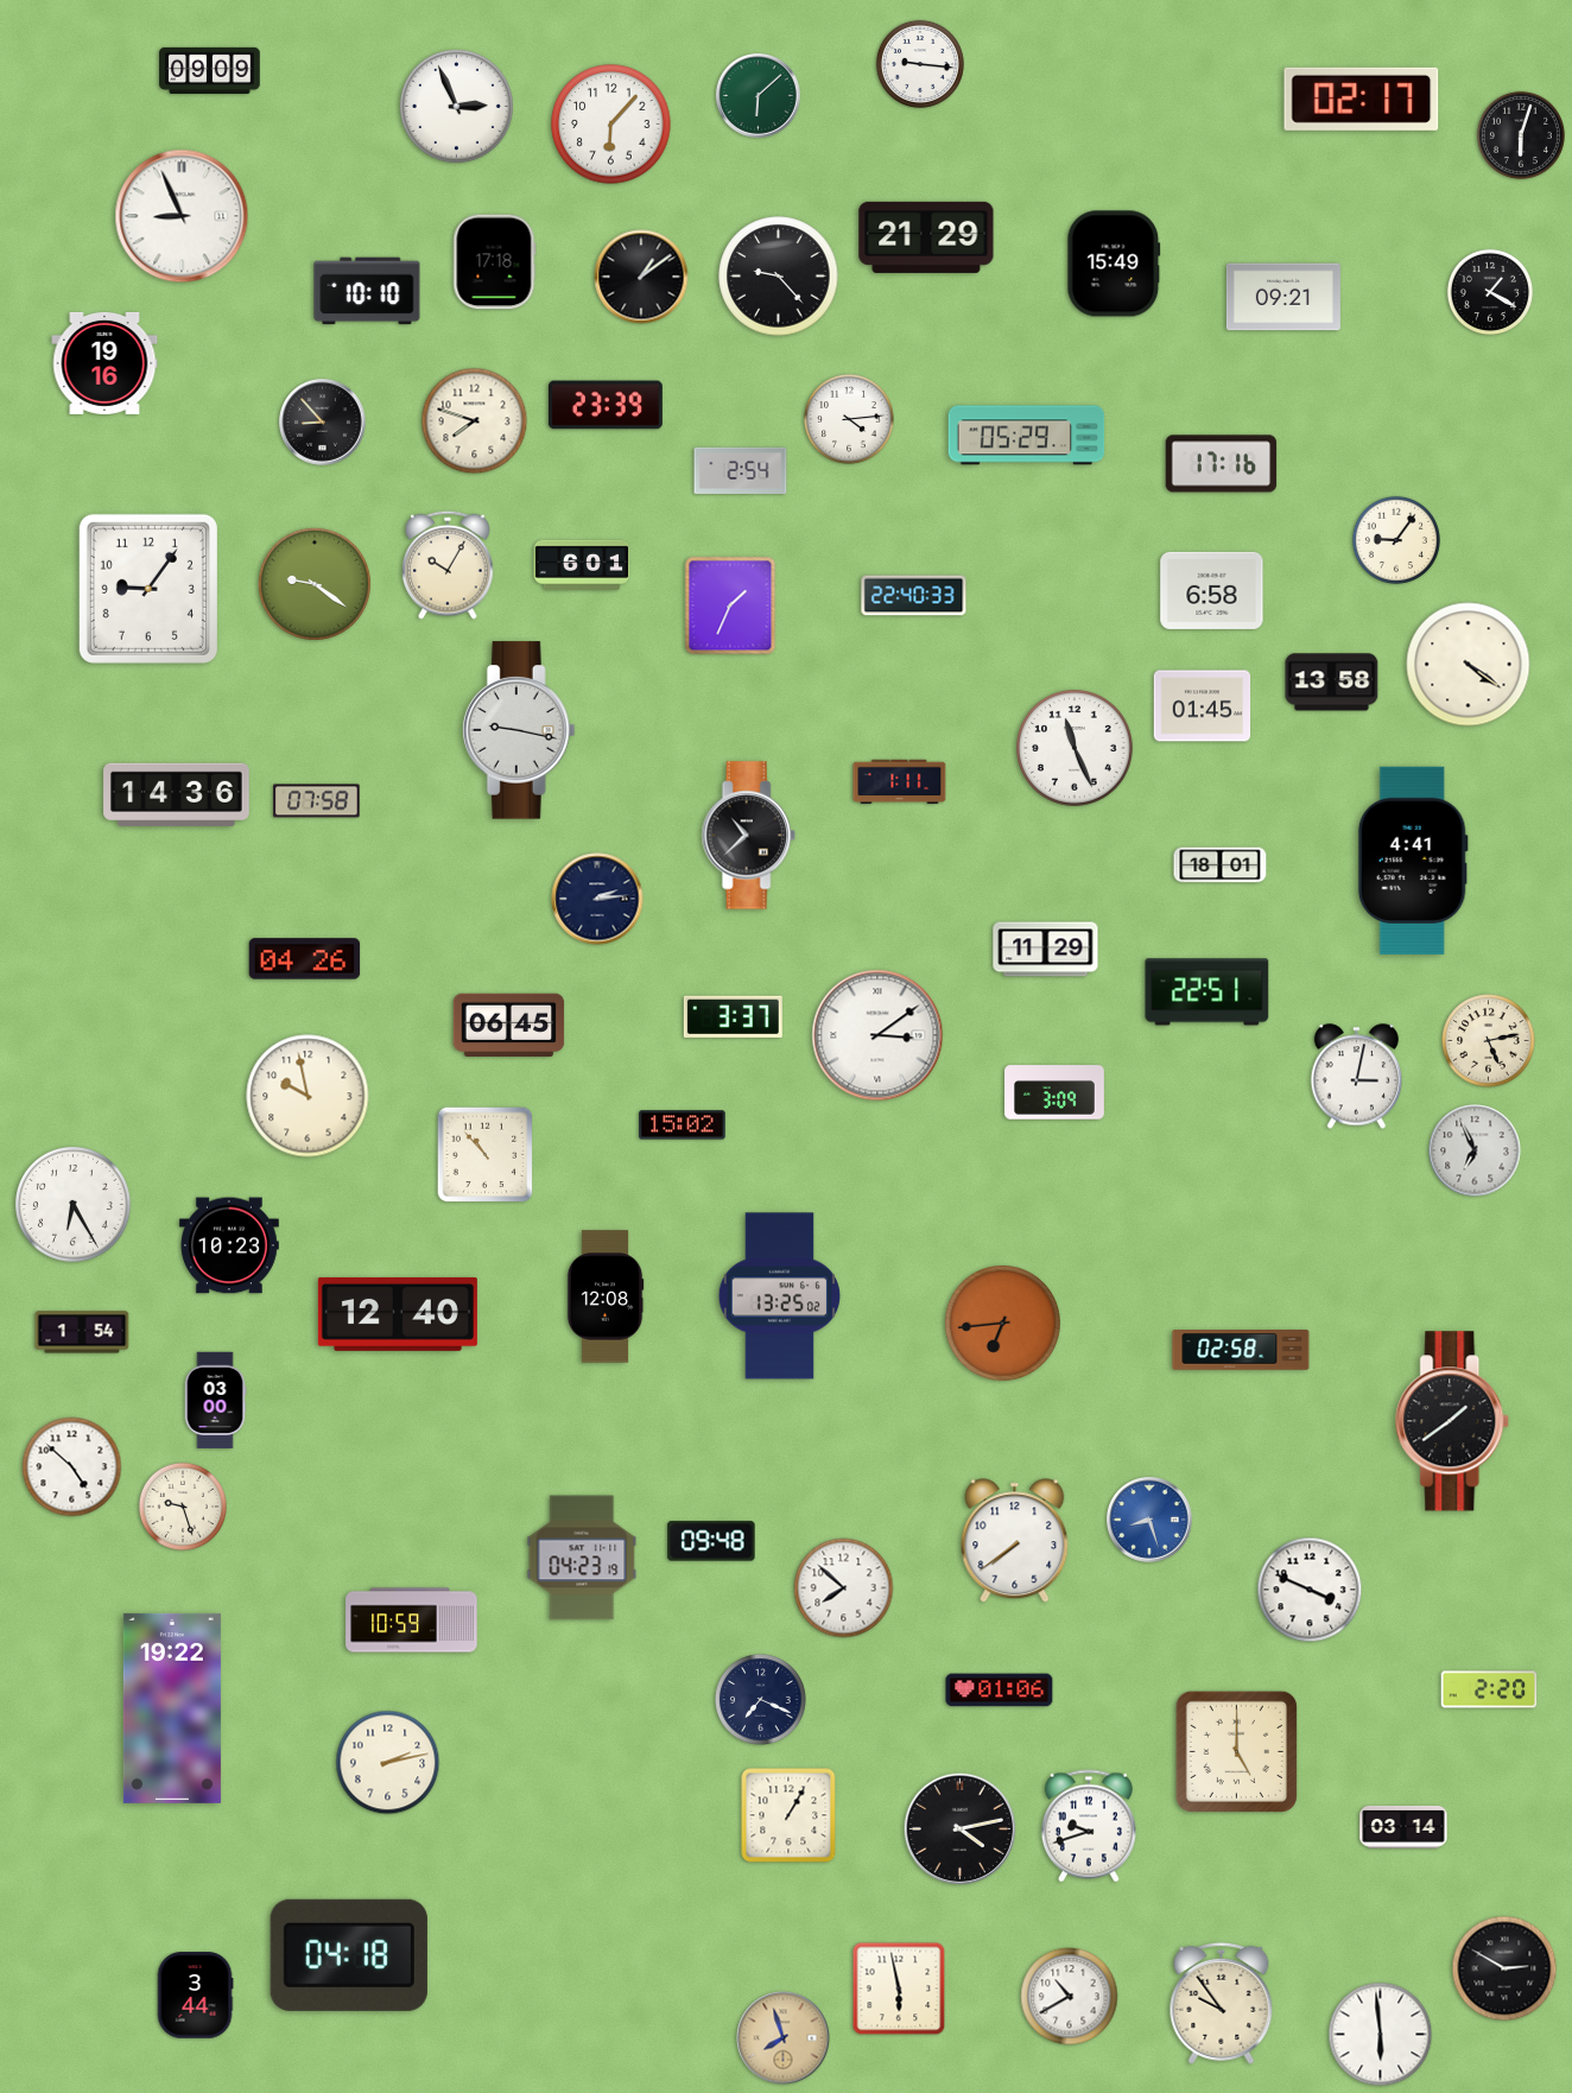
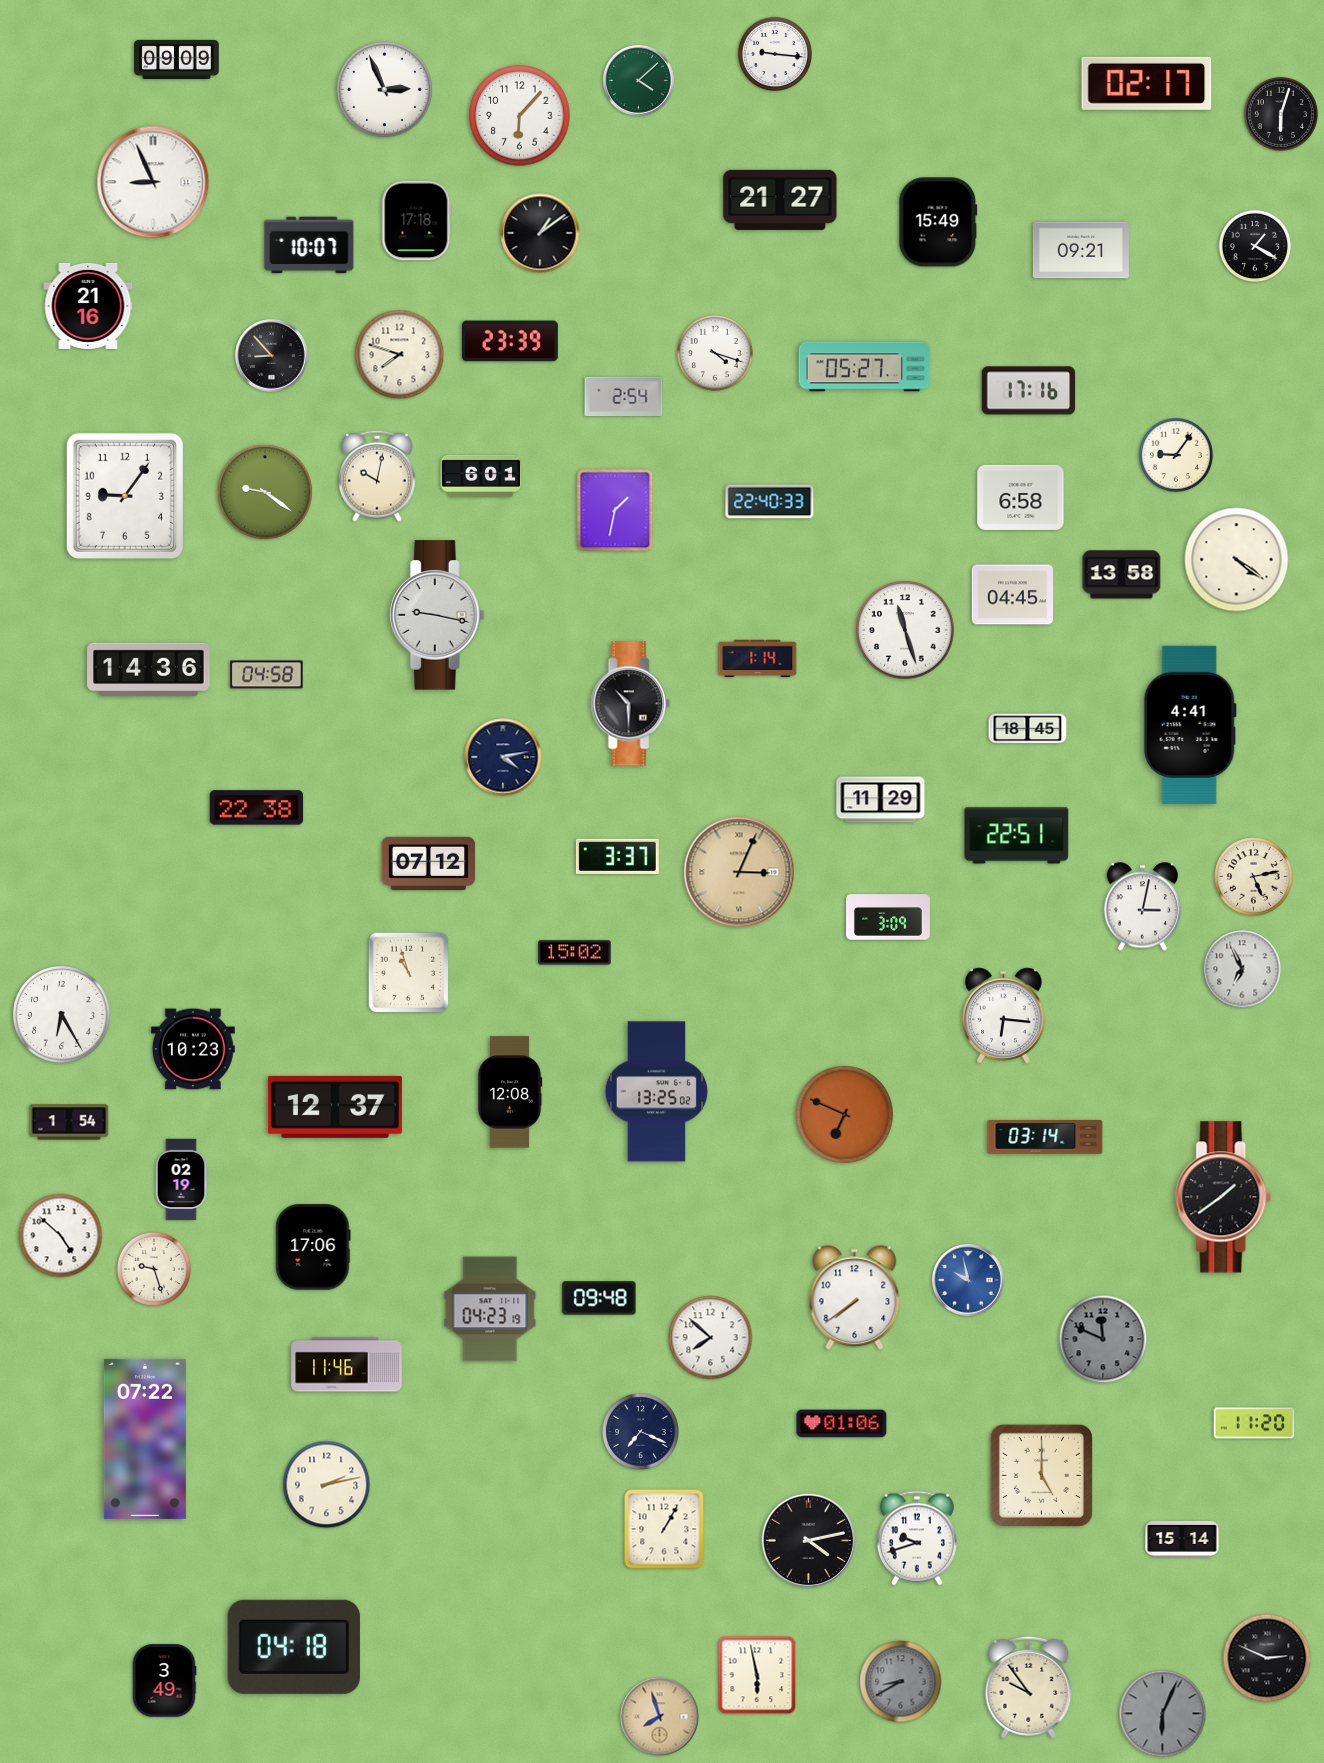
clock at (758, 95): 6:08 -> 4:08
clock at (611, 125) position: (611, 125) -> (520, 116)
clock at (926, 237): 21:29 -> 21:27
clock at (779, 277): 9:23 -> none
clock at (367, 291): 10:10 -> 10:07
clock at (104, 363): 19:16 -> 21:16
clock at (849, 419): 4:14 -> 4:18
clock at (1027, 436): 05:29 -> 05:27
clock at (448, 565): 10:05 -> 10:02
clock at (582, 565) position: (582, 565) -> (481, 476)
clock at (730, 605): 1:34 -> 1:32
clock at (1203, 706): 01:45 -> 04:45
clock at (1075, 748): 11:26 -> 11:27
clock at (900, 782): 1:11 -> 1:14
clock at (317, 801): 07:58 -> 04:58
clock at (748, 836): 10:38 -> 10:30
clock at (1221, 865): 18:01 -> 18:45
clock at (597, 899): 2:14 -> 4:13
clock at (305, 959): 04:26 -> 22:38
clock at (509, 1026): 06:45 -> 07:12
clock at (877, 1035): 3:09 -> 3:04
clock at (877, 1035) dial: white -> champagne
clock at (1056, 1092) position: (1056, 1092) -> (889, 917)
clock at (308, 1096): 9:58 -> none
clock at (683, 1125) position: (683, 1125) -> (575, 953)
clock at (486, 1155): 10:53 -> 10:57
clock at (1004, 1016): none -> 6:16
clock at (398, 1314): 12:40 -> 12:37
clock at (1002, 1323): 6:44 -> 6:49
clock at (1241, 1350): 02:58 -> 03:14
clock at (215, 1401): 03:00 -> 02:19
clock at (313, 1247): none -> 17:06
clock at (1151, 1521): 8:27 -> 9:58
clock at (582, 1558) position: (582, 1558) -> (490, 1309)
clock at (1310, 1590): 3:49 -> 11:49
clock at (1310, 1590) dial: white -> grey
clock at (412, 1621): 10:59 -> 11:46
clock at (1489, 1689): 2:20 -> 11:20
clock at (172, 1708): 19:22 -> 07:22
clock at (1403, 1827): 03:14 -> 15:14
clock at (1504, 1968): 2:50 -> 2:49
clock at (195, 1996): 3:44 -> 3:49
clock at (1070, 1997): 10:40 -> 8:40
clock at (1070, 1997) dial: white -> grey
clock at (1381, 2035): 5:59 -> 6:04
clock at (1381, 2035) dial: white -> grey
